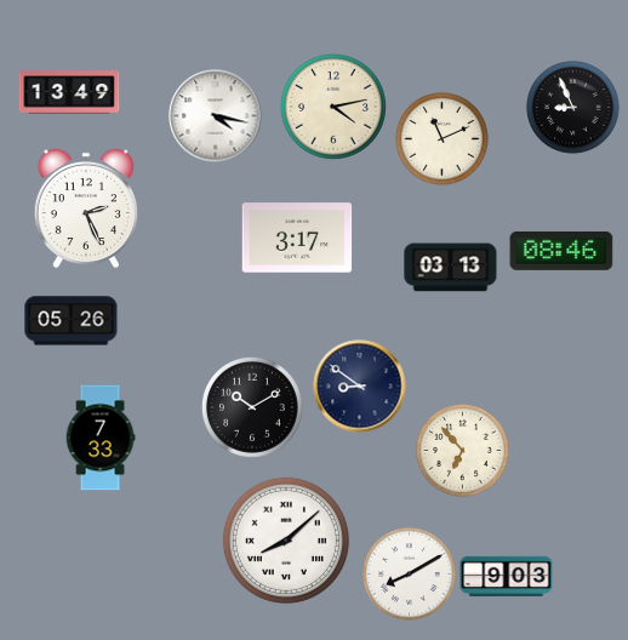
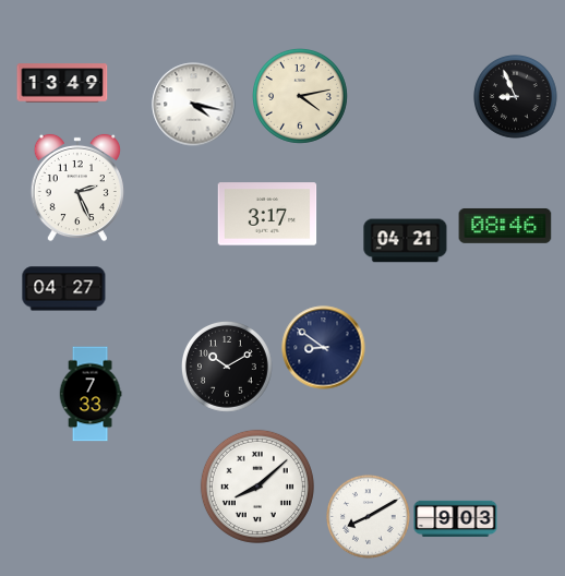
clock at (443, 139): 11:11 -> none
clock at (451, 268): 03:13 -> 04:21
clock at (72, 321): 05:26 -> 04:27
clock at (463, 451): 6:53 -> none
